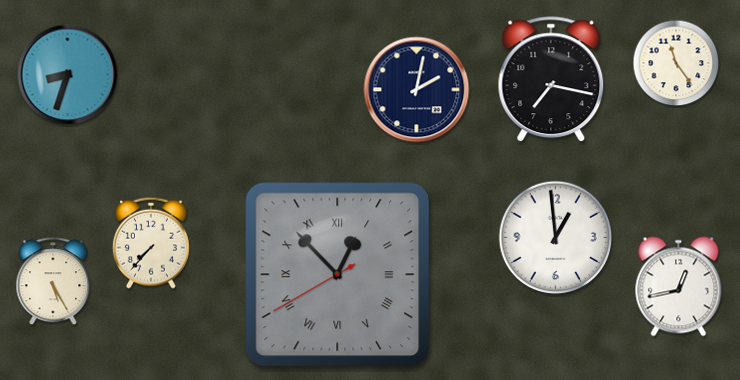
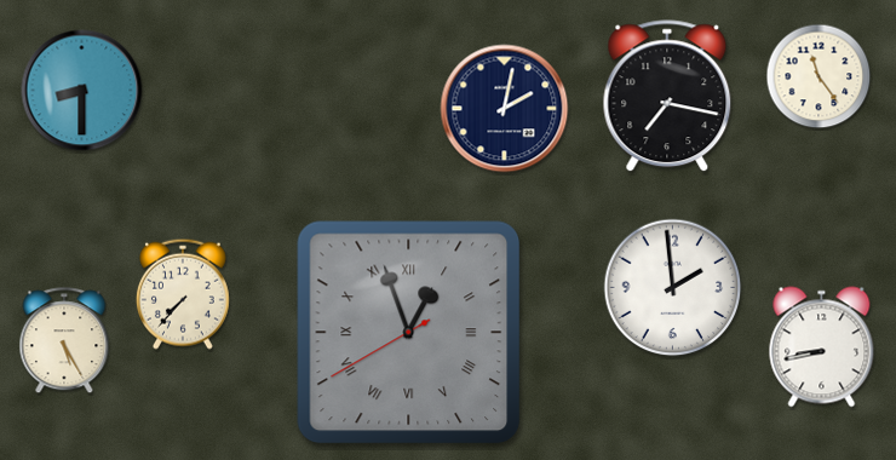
clock at (68, 75): 8:33 -> 8:30
clock at (556, 238): 12:59 -> 1:59
clock at (338, 275): 12:52 -> 12:56
clock at (679, 287): 12:43 -> 8:43
